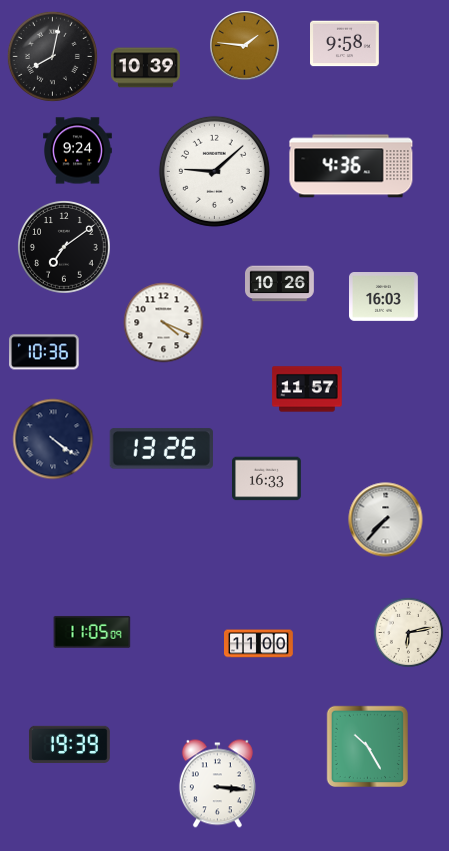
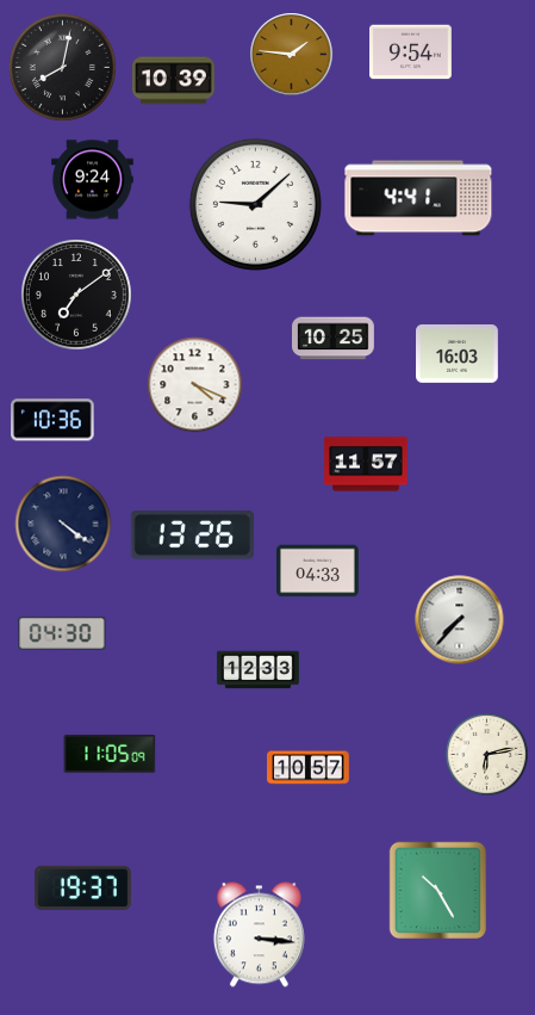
clock at (345, 44): 9:58 -> 9:54
clock at (351, 166): 4:36 -> 4:41
clock at (280, 284): 10:26 -> 10:25
clock at (267, 479): 16:33 -> 04:33
clock at (62, 633): none -> 04:30
clock at (259, 670): none -> 12:33
clock at (259, 644): 11:00 -> 10:57
clock at (69, 744): 19:39 -> 19:37
